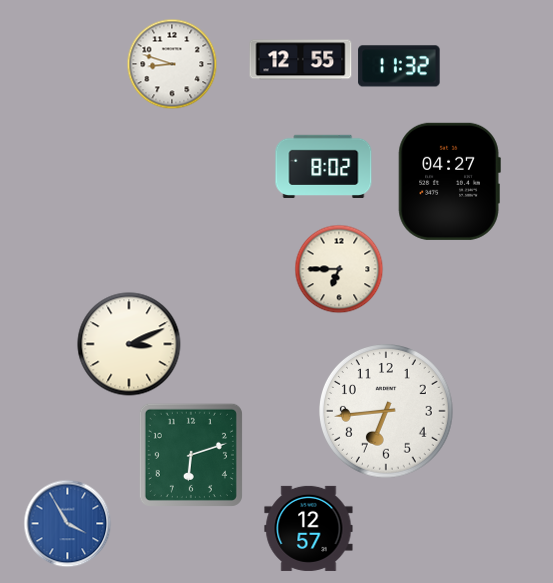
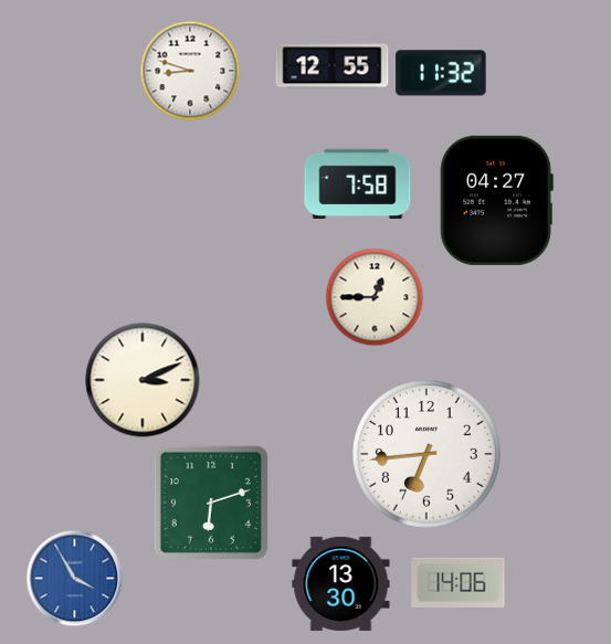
clock at (324, 166): 8:02 -> 7:58
clock at (339, 269): 6:45 -> 12:45
clock at (459, 582): none -> 14:06
clock at (309, 528): 12:57 -> 13:30
